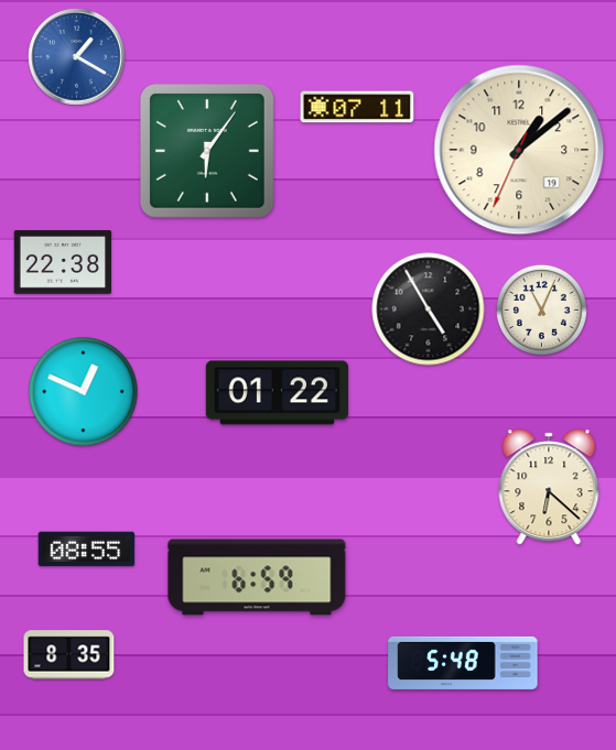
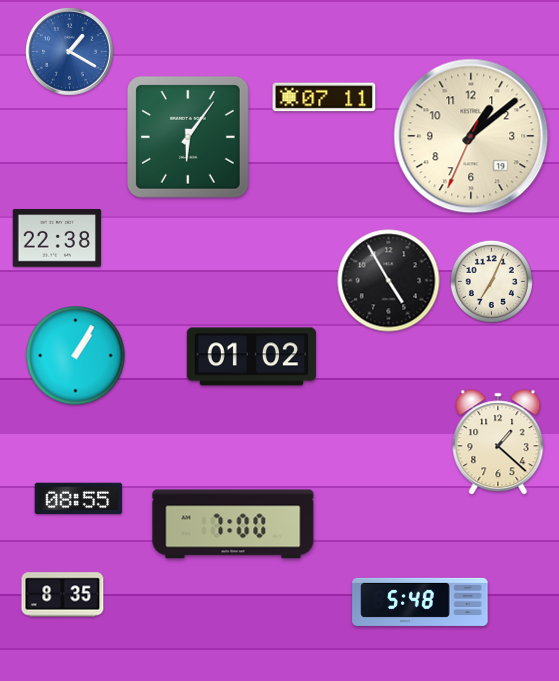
clock at (541, 309): 11:04 -> 7:04
clock at (84, 392): 12:49 -> 1:05
clock at (277, 393): 01:22 -> 01:02
clock at (549, 487): 6:22 -> 1:22
clock at (257, 577): 6:59 -> 7:00
